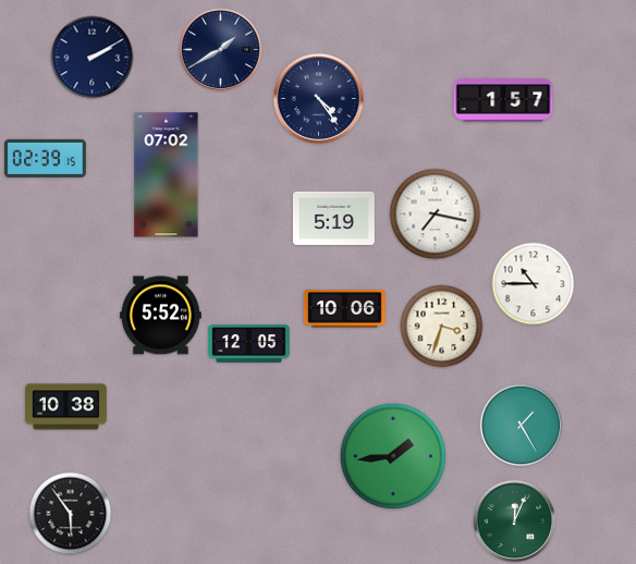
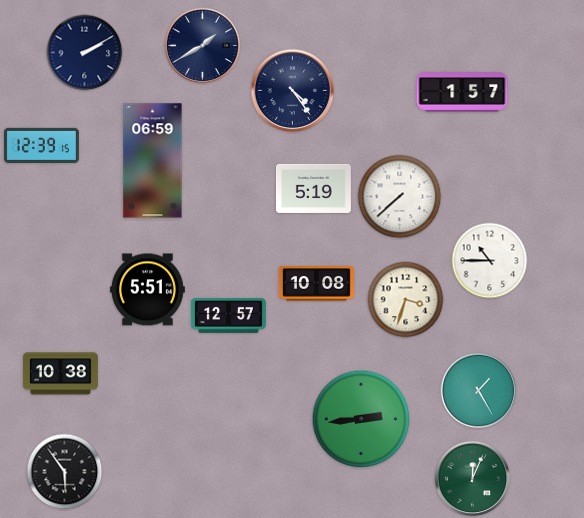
clock at (45, 158): 02:39 -> 12:39
clock at (167, 175): 07:02 -> 06:59
clock at (436, 214): 7:17 -> 7:38
clock at (333, 218) position: (333, 218) -> (313, 188)
clock at (344, 309): 10:06 -> 10:08
clock at (160, 316): 5:52 -> 5:51
clock at (248, 344): 12:05 -> 12:57
clock at (393, 456): 1:44 -> 2:44
